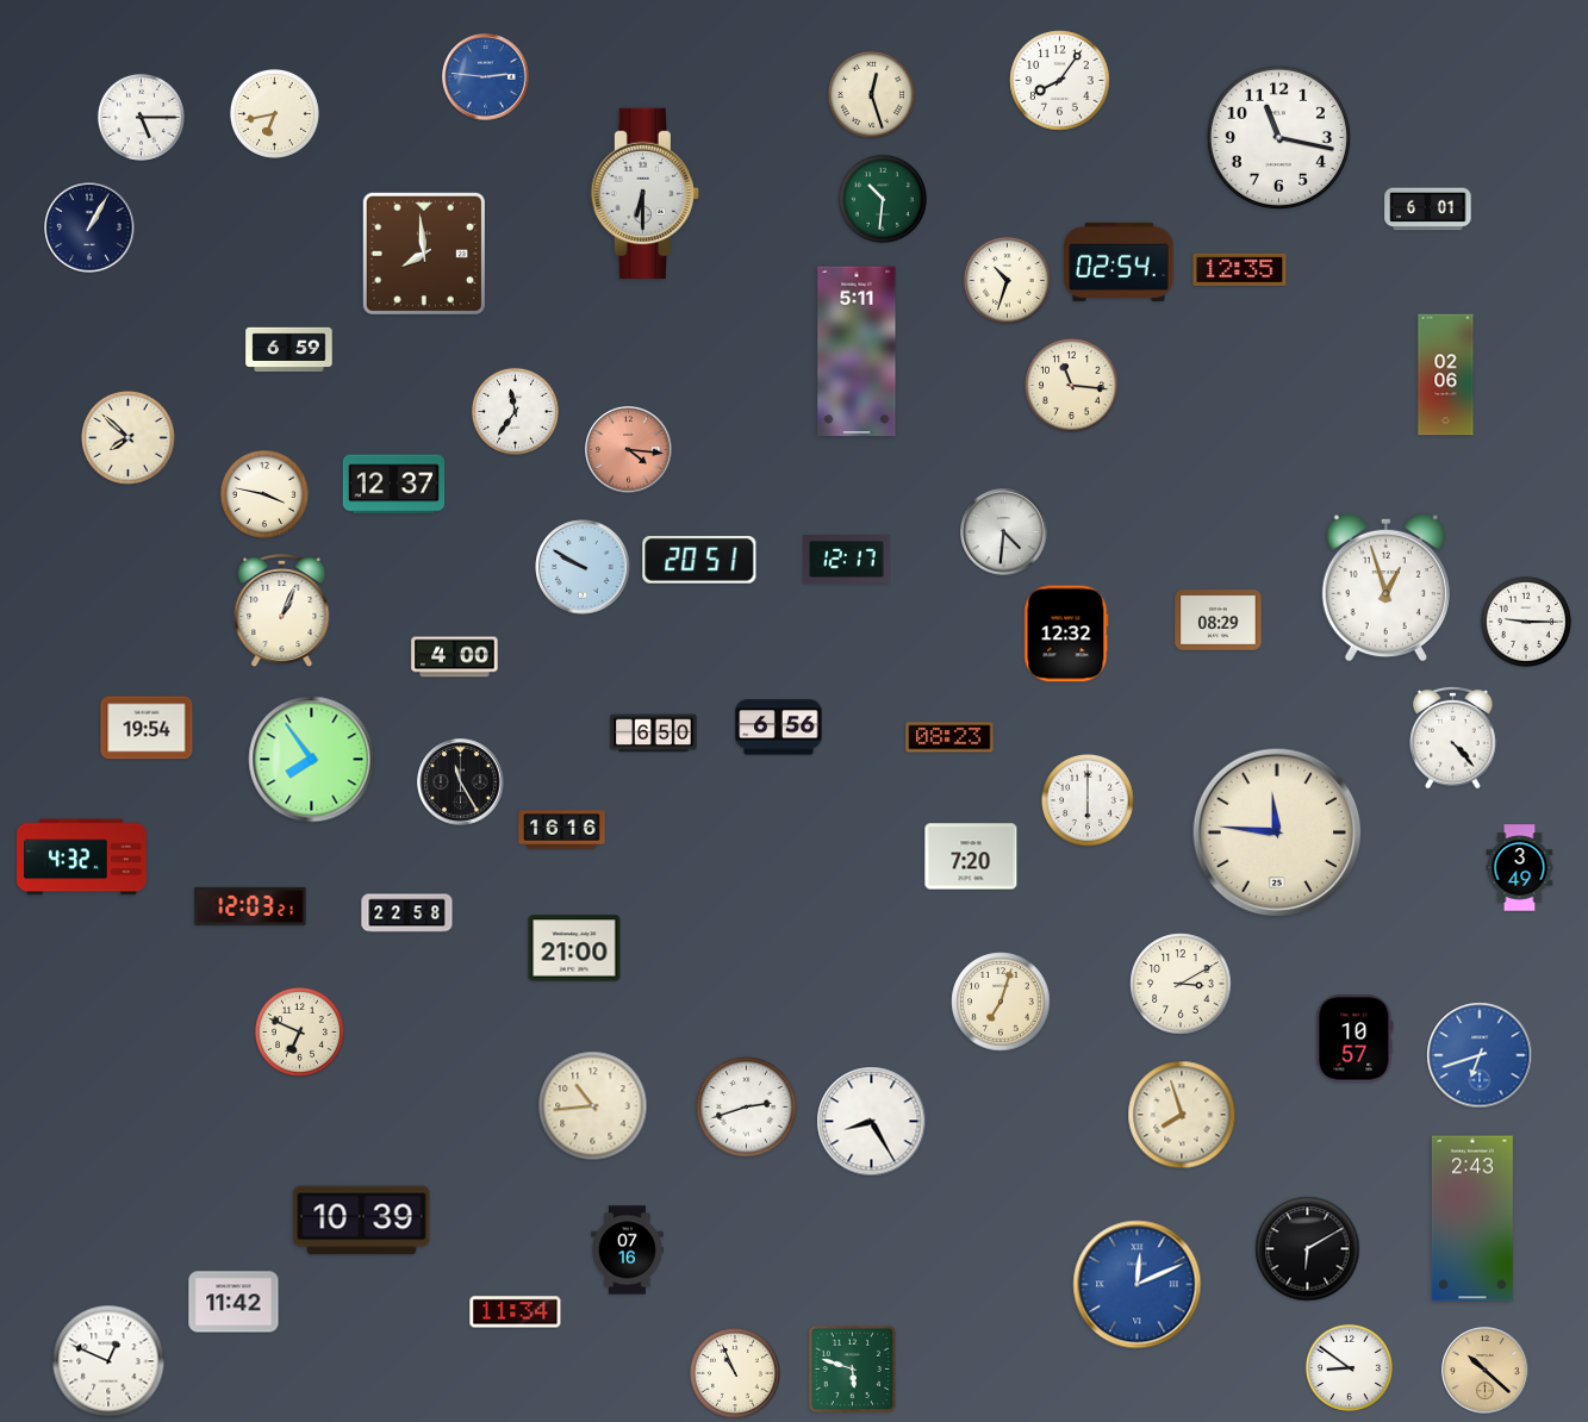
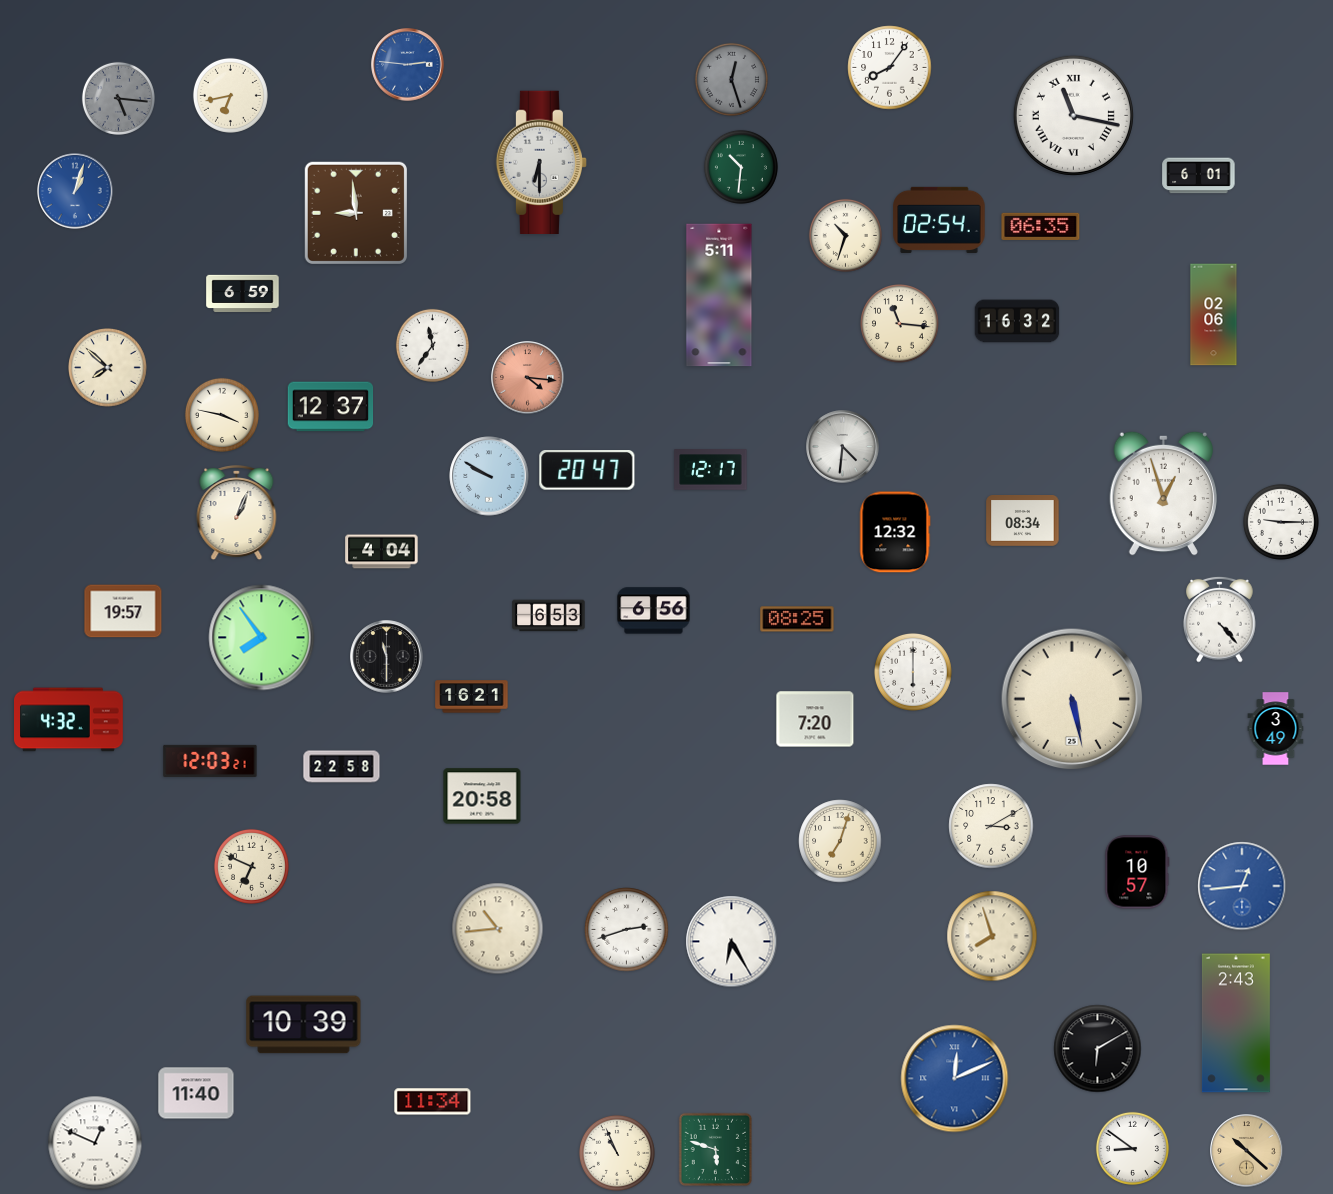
clock at (871, 94) dial: cream -> grey
clock at (141, 117): 5:15 -> 5:16
clock at (141, 117) dial: white -> grey
clock at (1278, 137) numerals: Arabic -> Roman
clock at (89, 227): 1:05 -> 1:03
clock at (89, 227) dial: navy -> blue
clock at (424, 254): 7:59 -> 8:59
clock at (1240, 269): 12:35 -> 06:35
clock at (1017, 321): none -> 16:32
clock at (699, 561): 20:51 -> 20:47
clock at (1219, 620): 08:29 -> 08:34
clock at (455, 657): 4:00 -> 4:04
clock at (147, 728): 19:54 -> 19:57
clock at (654, 734): 6:50 -> 6:53
clock at (949, 737): 08:23 -> 08:25
clock at (461, 782): 11:25 -> 11:30
clock at (562, 830): 16:16 -> 16:21
clock at (1277, 832): 11:46 -> 5:28
clock at (574, 948): 21:00 -> 20:58
clock at (1480, 1055): 6:42 -> 12:44
clock at (872, 1122): 8:25 -> 6:25
clock at (628, 1251): 07:16 -> none
clock at (233, 1302): 11:42 -> 11:40
clock at (108, 1361) position: (108, 1361) -> (95, 1143)
